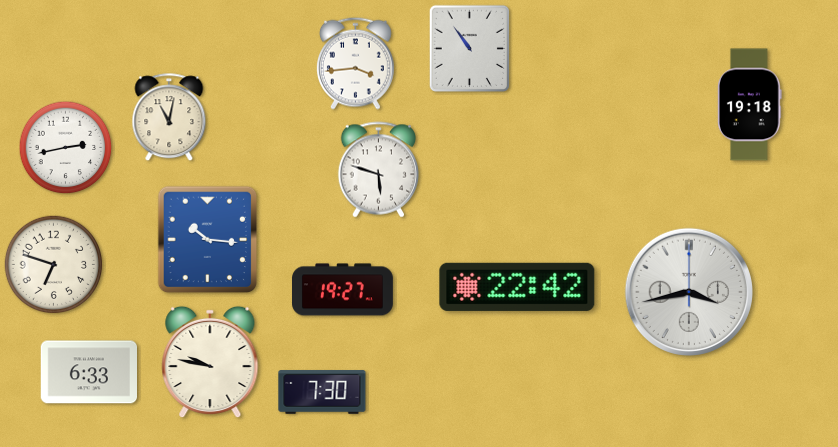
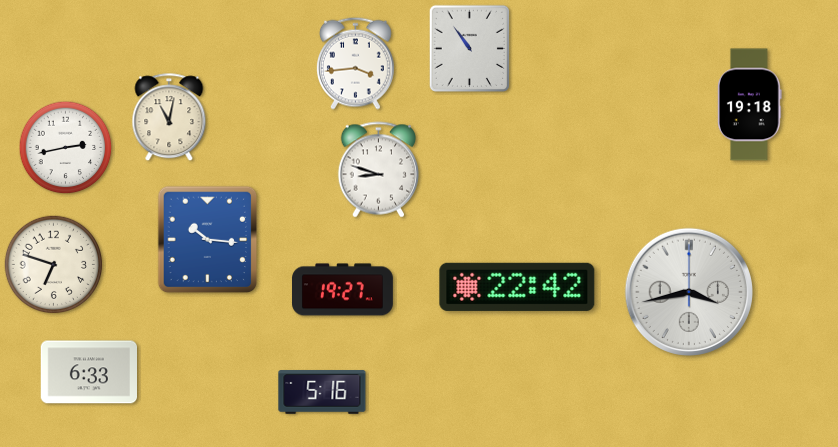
clock at (379, 170): 5:48 -> 8:48
clock at (210, 362): 9:47 -> none
clock at (322, 392): 7:30 -> 5:16
